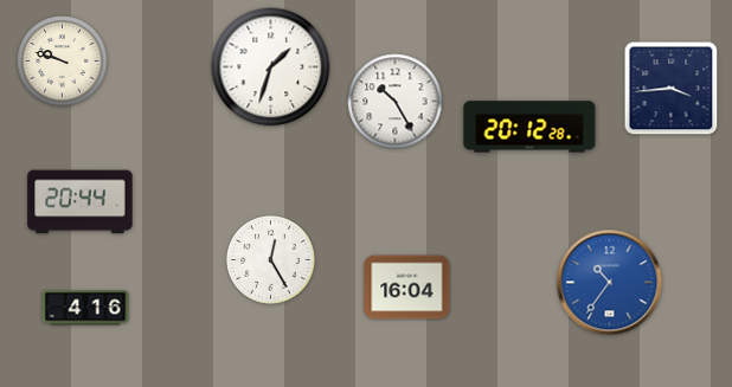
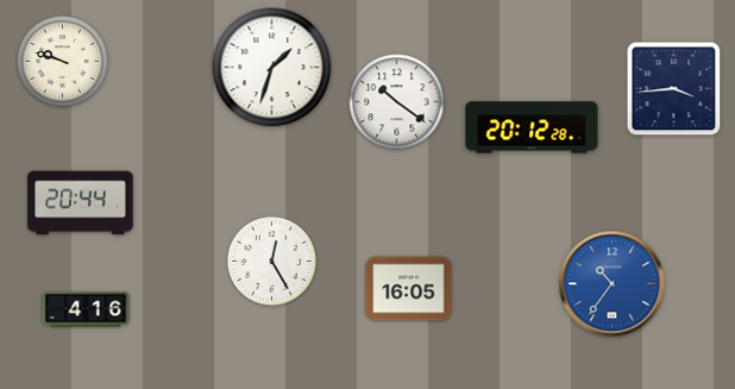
clock at (396, 102): 10:25 -> 10:21
clock at (407, 288): 16:04 -> 16:05
